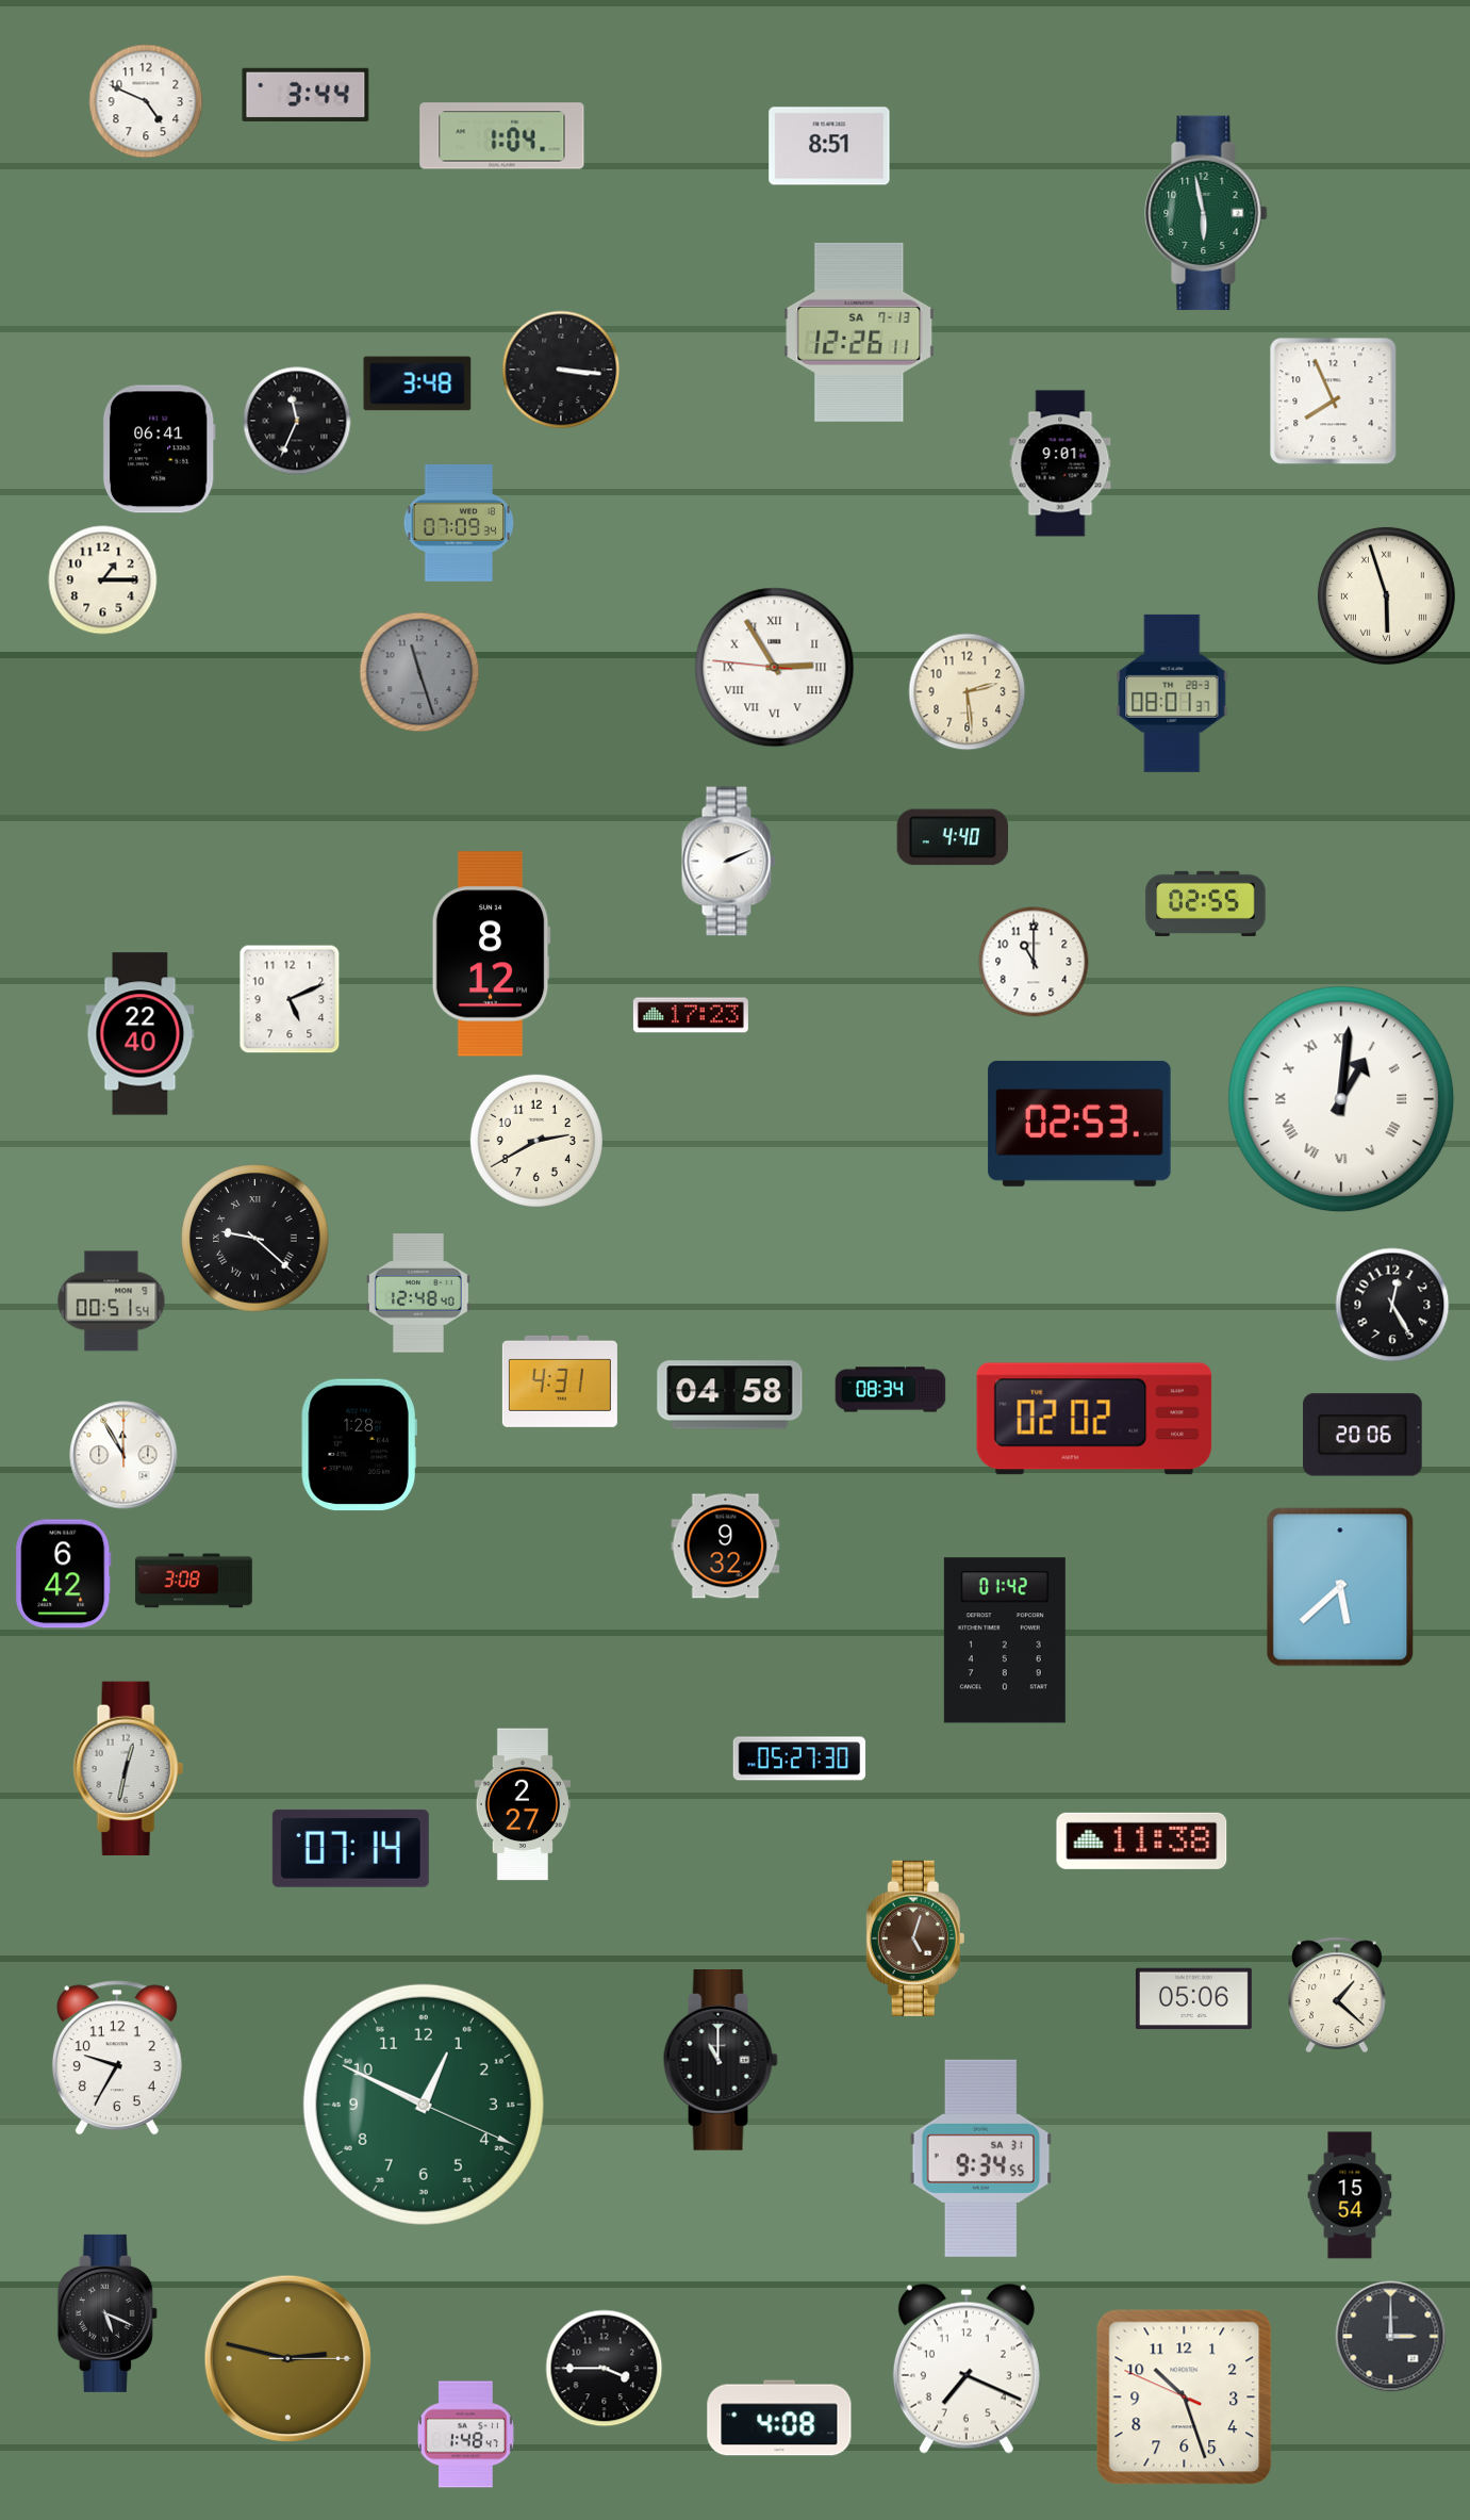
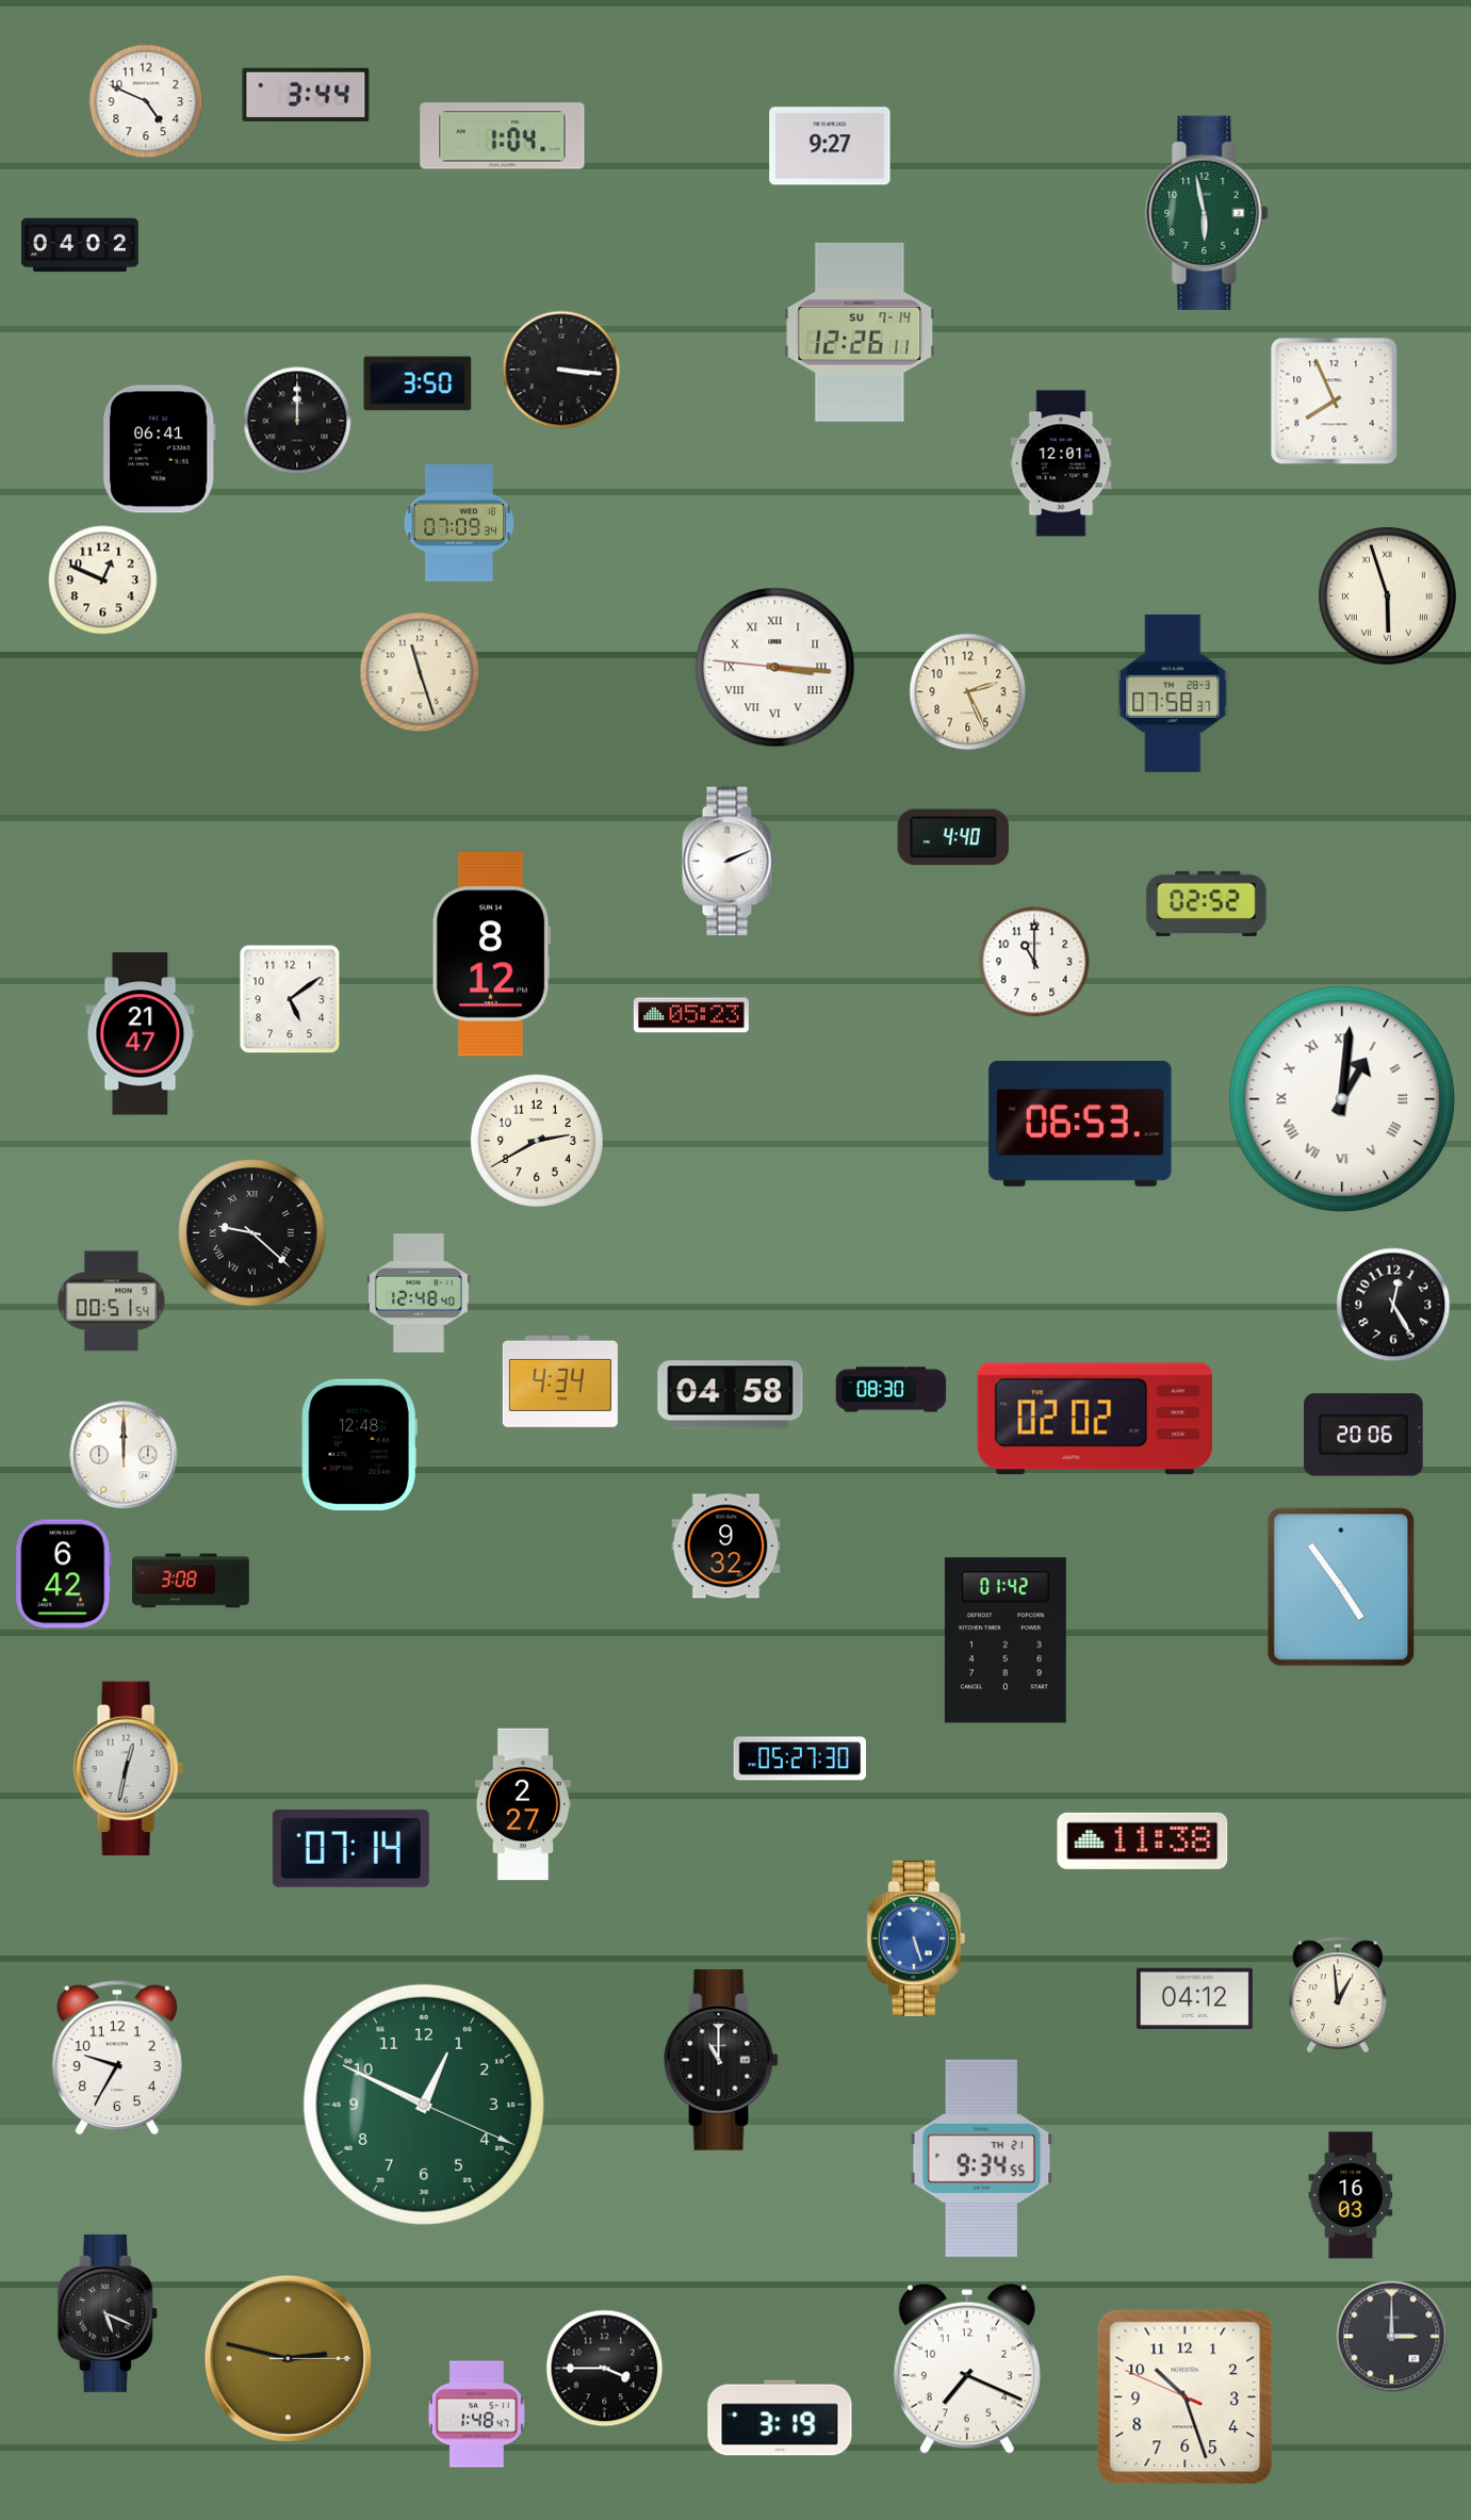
clock at (829, 146): 8:51 -> 9:27
clock at (81, 245): none -> 04:02
clock at (859, 332) date: SA 7-13 -> SU 7-14
clock at (417, 383): 3:48 -> 3:50
clock at (297, 421): 11:34 -> 12:00
clock at (1060, 463): 9:01 -> 12:01
clock at (103, 580): 1:15 -> 12:49
clock at (775, 668): 2:54 -> 3:15
clock at (419, 672) dial: grey -> cream
clock at (968, 692): 2:29 -> 2:26
clock at (1172, 693): 08:01 -> 07:58
clock at (1206, 903): 02:55 -> 02:52
clock at (290, 999): 5:11 -> 5:09
clock at (691, 1015): 17:23 -> 05:23
clock at (141, 1034): 22:40 -> 21:47
clock at (1079, 1124): 02:53 -> 06:53
clock at (255, 1239) position: (255, 1239) -> (252, 1233)
clock at (560, 1381): 4:31 -> 4:34
clock at (891, 1390): 08:34 -> 08:30
clock at (359, 1445): 1:28 -> 12:48
clock at (123, 1455): 11:55 -> 12:00
clock at (194, 1581) position: (194, 1581) -> (191, 1581)
clock at (1340, 1587): 5:38 -> 4:54
clock at (915, 1938): 5:03 -> 5:27
clock at (915, 1938) dial: brown -> blue
clock at (1337, 1994): 1:22 -> 12:59
clock at (1193, 1999): 05:06 -> 04:12
clock at (981, 2158) date: SA 31 -> TH 21
clock at (1350, 2195): 15:54 -> 16:03
clock at (779, 2418): 4:08 -> 3:19
clock at (465, 2435) position: (465, 2435) -> (476, 2415)
